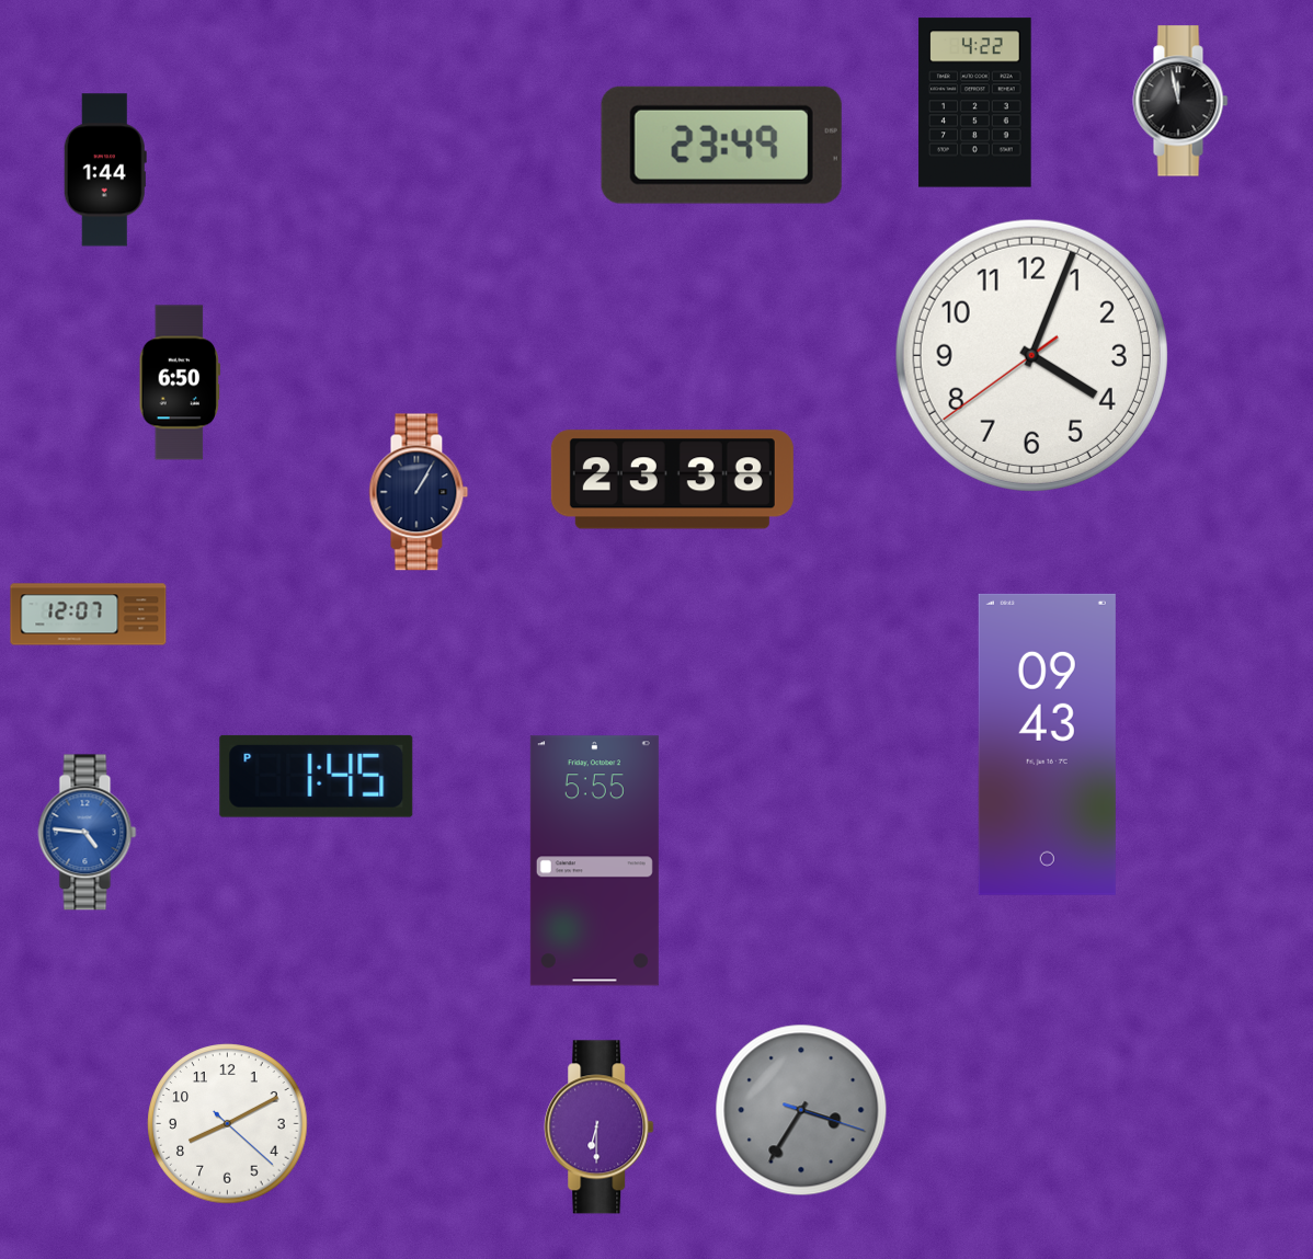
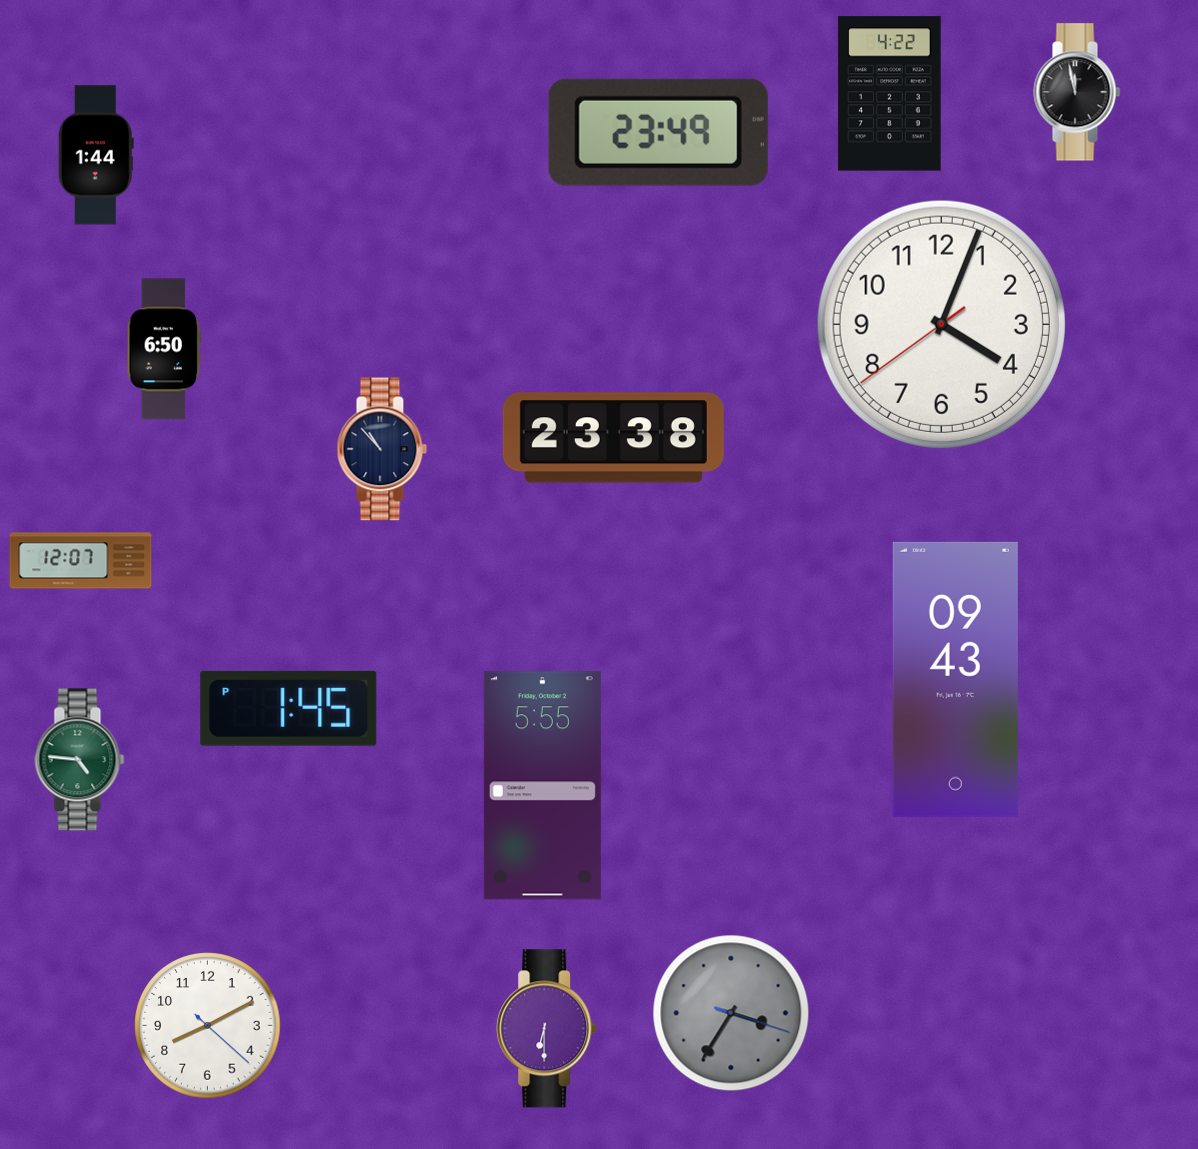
clock at (419, 492): 1:05 -> 10:53
clock at (88, 833) dial: blue -> green
